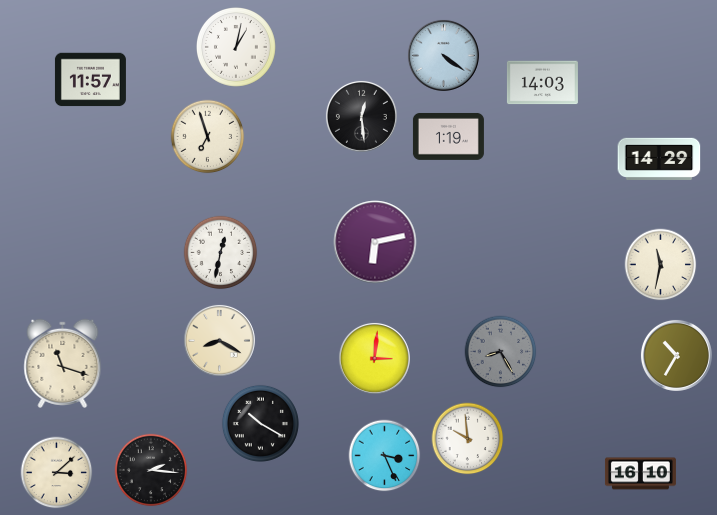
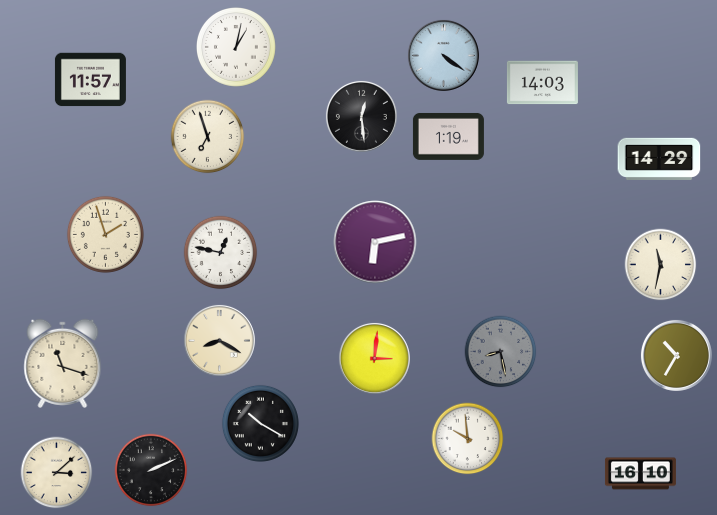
clock at (105, 234): none -> 1:57
clock at (221, 253): 12:32 -> 12:47
clock at (501, 352): 8:25 -> 8:28
clock at (385, 456): 3:26 -> none
clock at (151, 470): 2:16 -> 2:11
